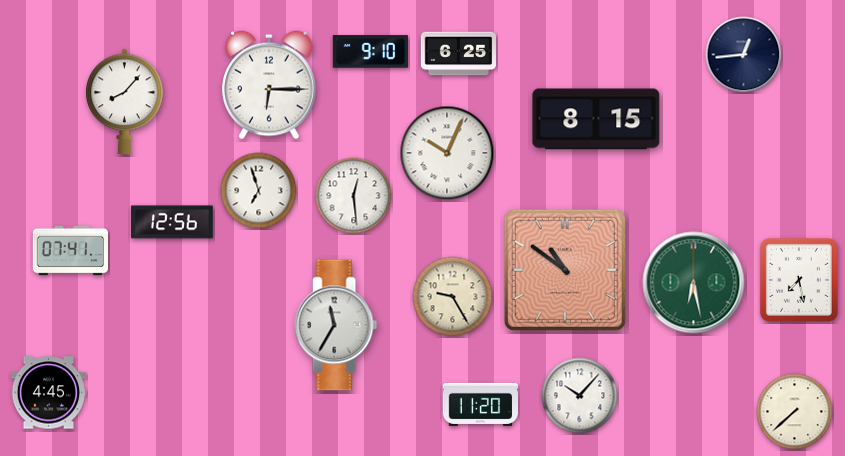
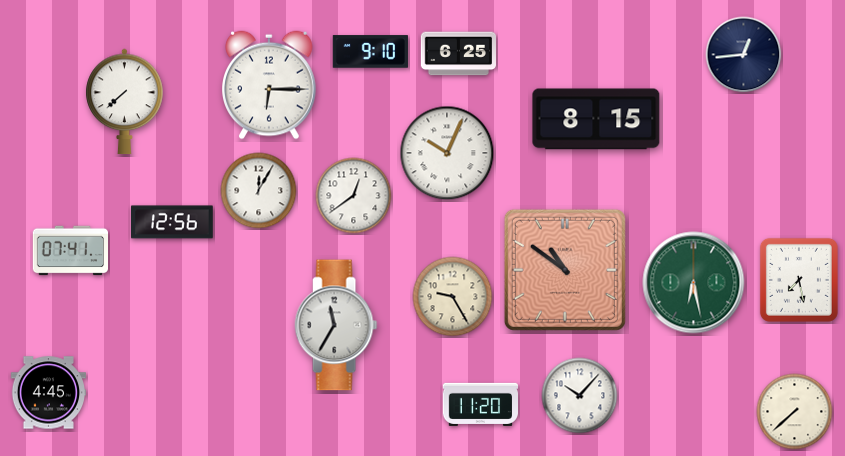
clock at (125, 102): 8:07 -> 7:38
clock at (259, 191): 6:57 -> 12:05
clock at (354, 196): 12:29 -> 12:39
